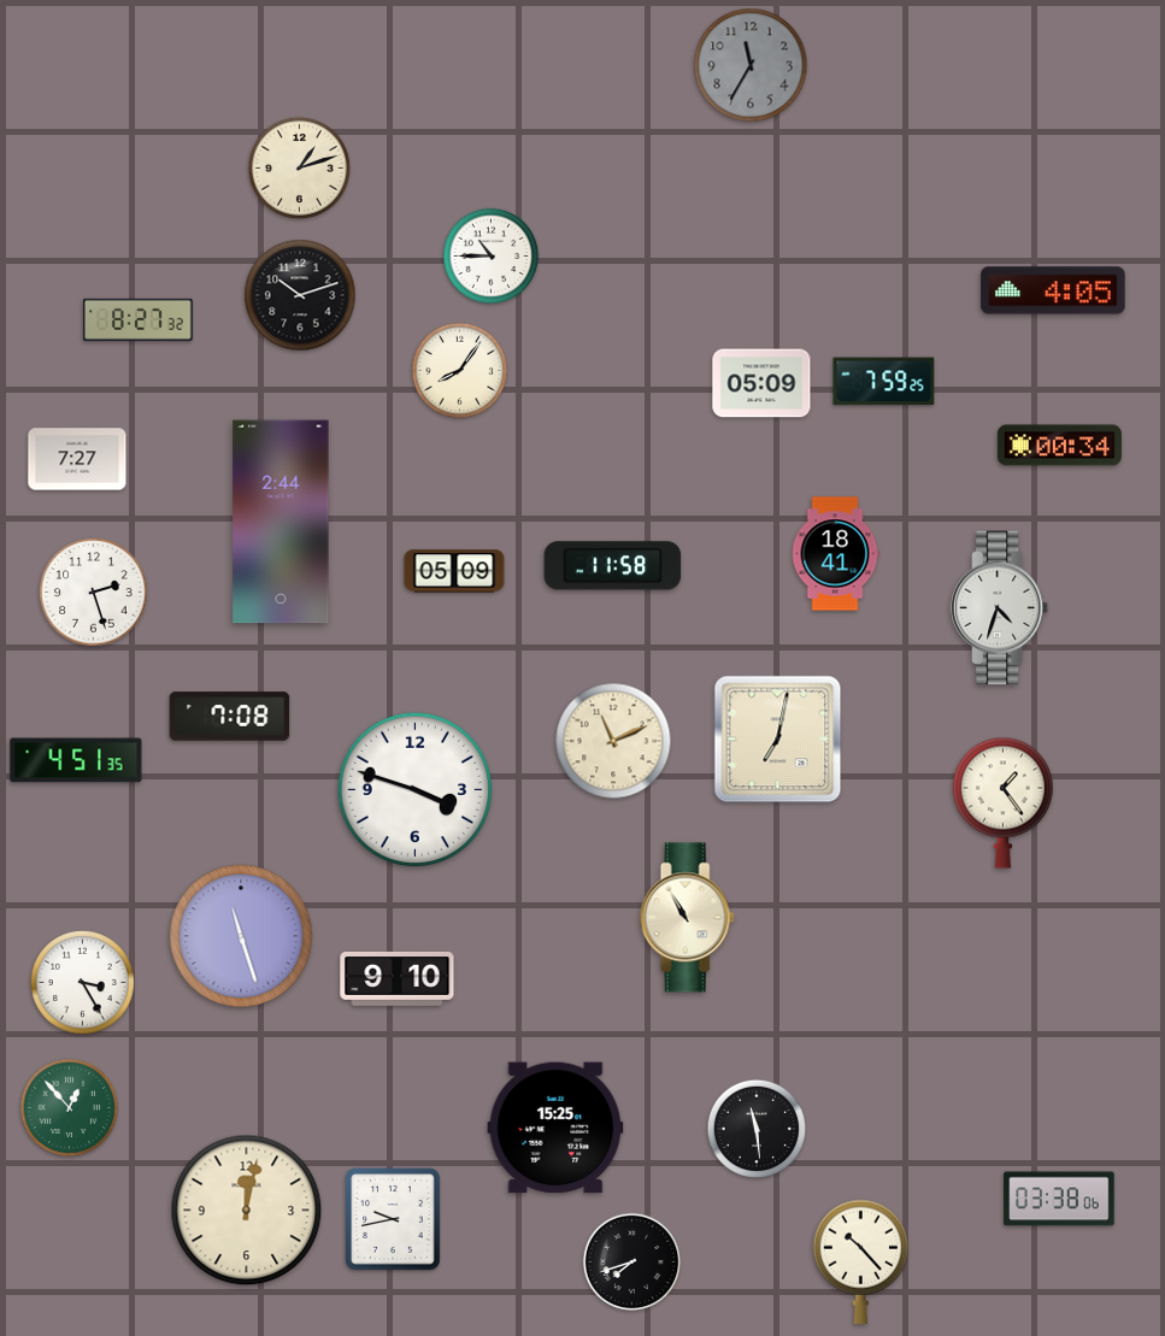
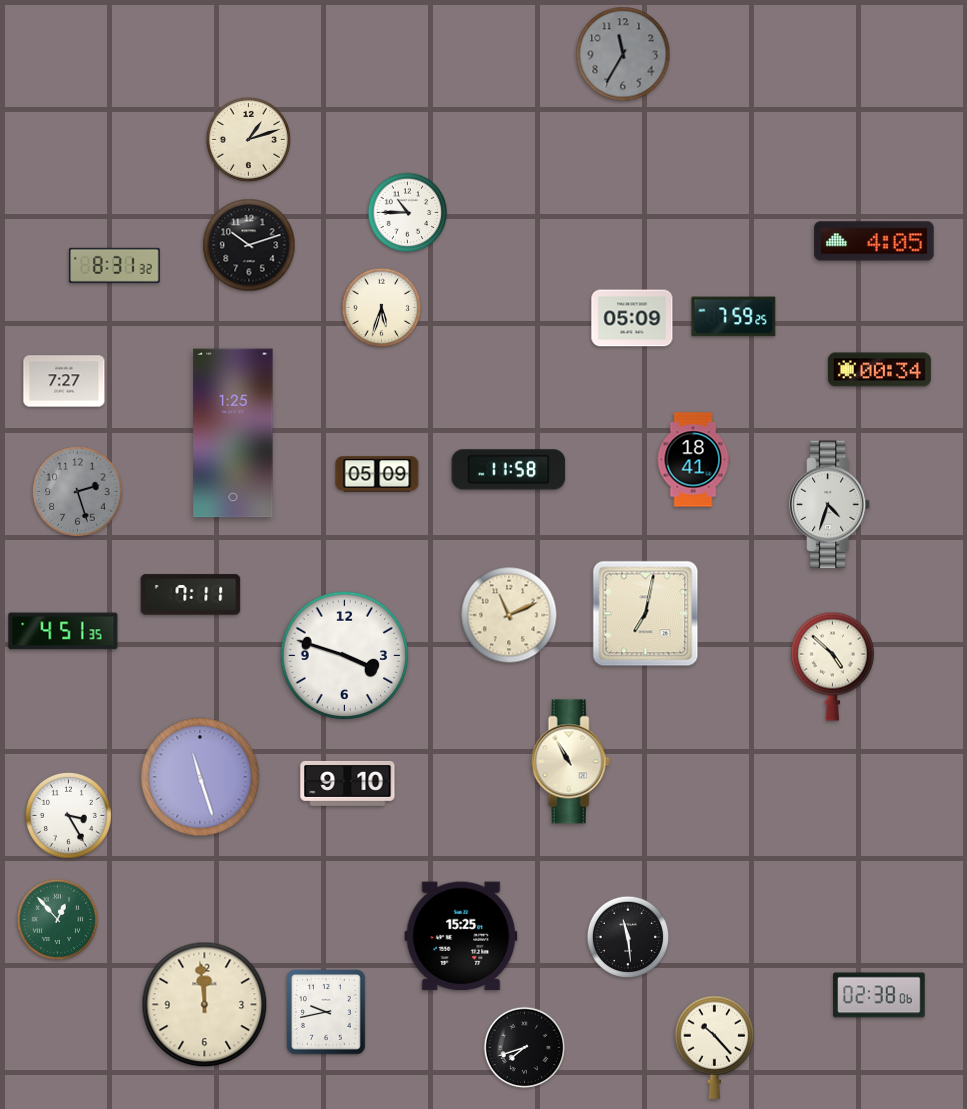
clock at (137, 319): 8:27 -> 8:31
clock at (460, 371): 8:06 -> 5:33
clock at (281, 522): 2:44 -> 1:25
clock at (94, 593) dial: white -> grey
clock at (230, 717): 7:08 -> 7:11
clock at (1002, 802): 1:24 -> 4:52
clock at (398, 979) position: (398, 979) -> (348, 784)
clock at (1059, 1199): 03:38 -> 02:38
clock at (247, 1211): 12:02 -> 11:59
